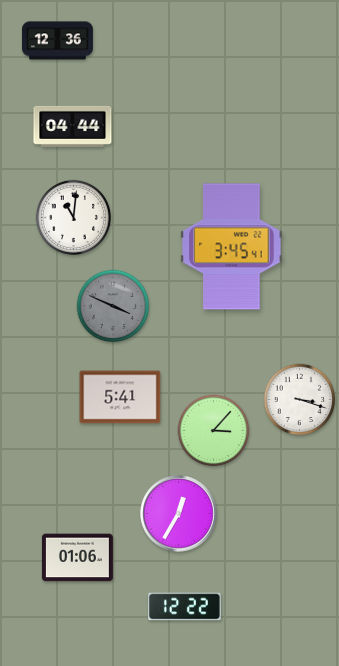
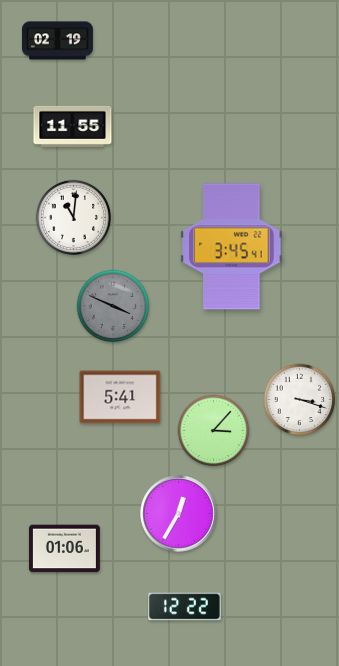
clock at (57, 41): 12:36 -> 02:19
clock at (73, 126): 04:44 -> 11:55
clock at (77, 558) position: (77, 558) -> (64, 549)
